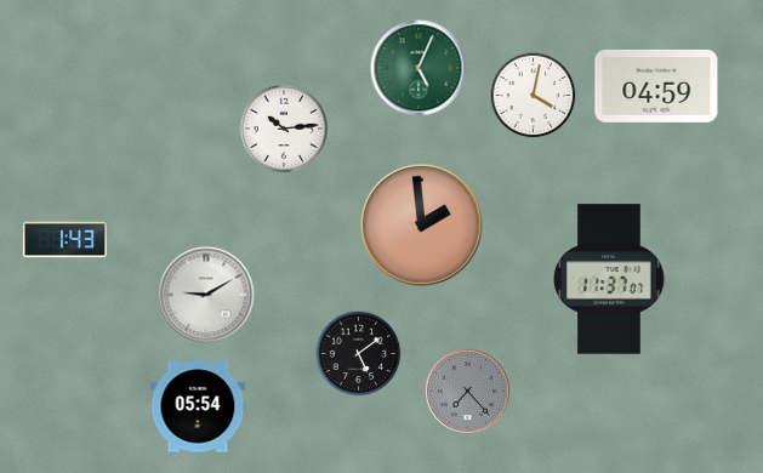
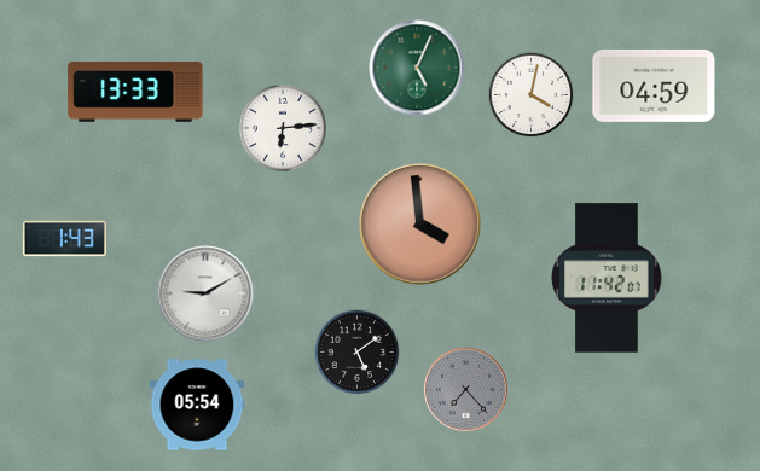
clock at (135, 92): none -> 13:33
clock at (283, 127): 10:14 -> 6:14
clock at (422, 226): 1:59 -> 3:59
clock at (610, 279): 11:37 -> 11:42
